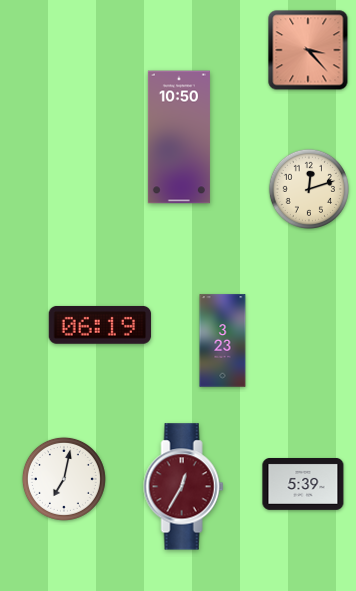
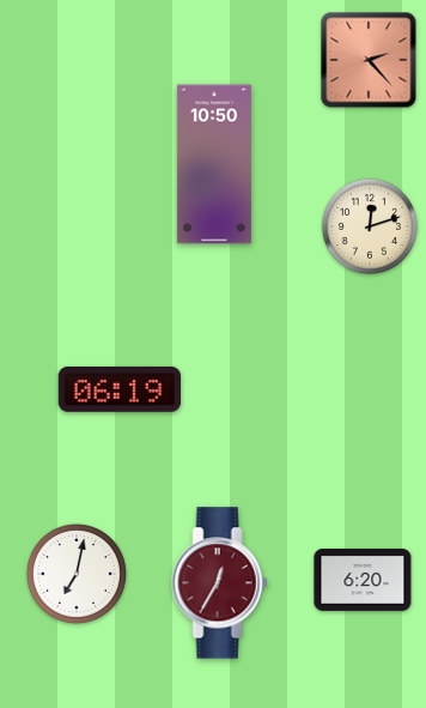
clock at (308, 50): 3:23 -> 2:23
clock at (223, 341): 3:23 -> none
clock at (303, 485): 5:39 -> 6:20
